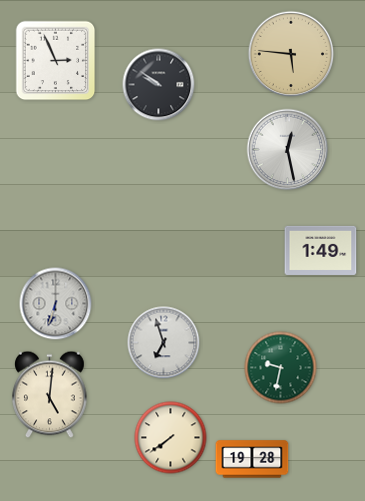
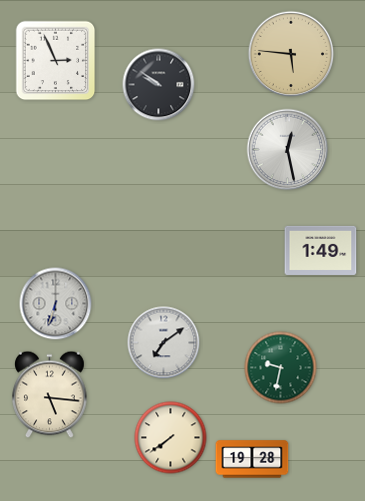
clock at (164, 343): 6:57 -> 7:09
clock at (50, 395): 5:01 -> 5:16
